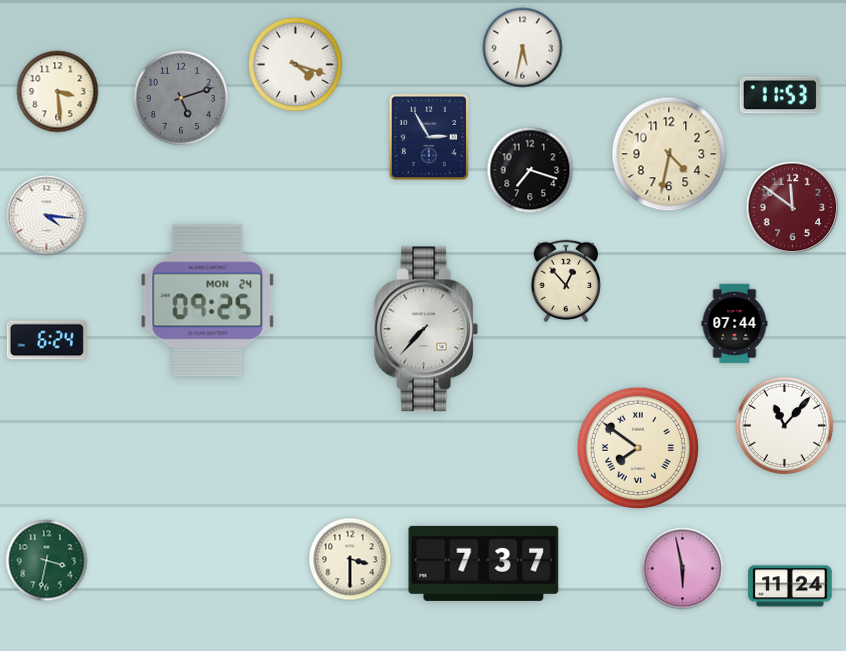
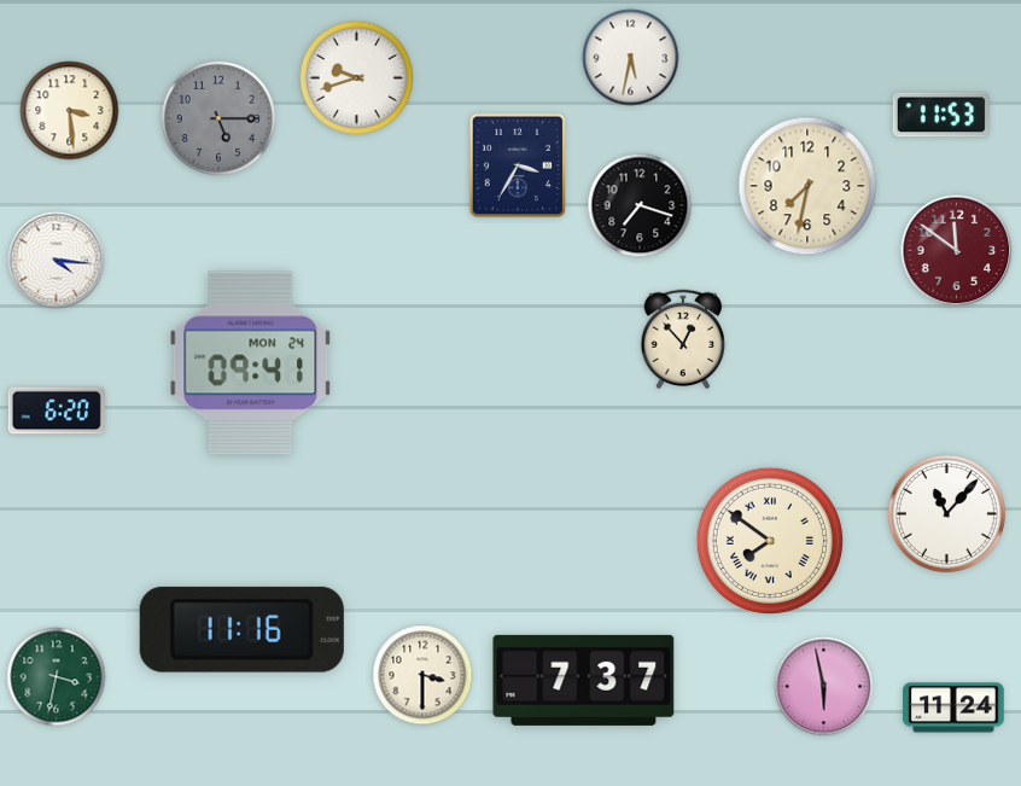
clock at (295, 64): 4:18 -> 9:42
clock at (181, 98): 5:12 -> 5:15
clock at (428, 136): 2:55 -> 3:35
clock at (669, 154): 4:32 -> 7:32
clock at (208, 301): 09:25 -> 09:41
clock at (735, 324): 07:44 -> none
clock at (425, 329): 7:37 -> none
clock at (47, 340): 6:24 -> 6:20
clock at (241, 629): none -> 11:16
